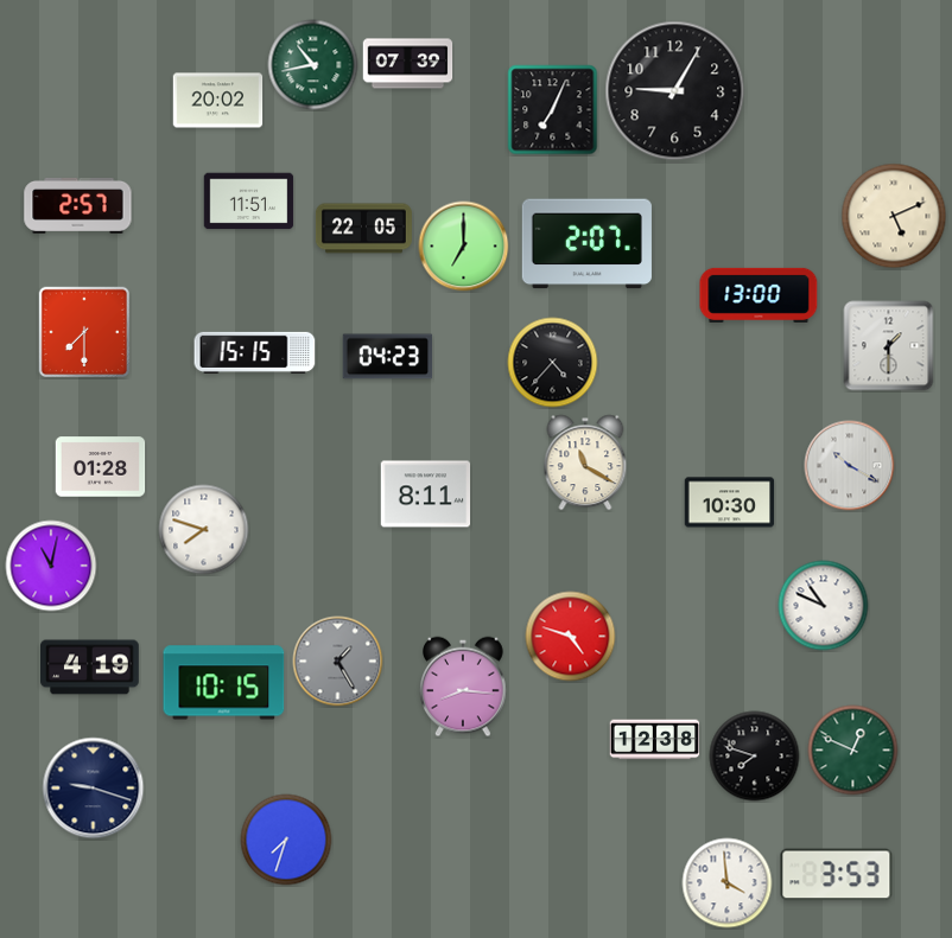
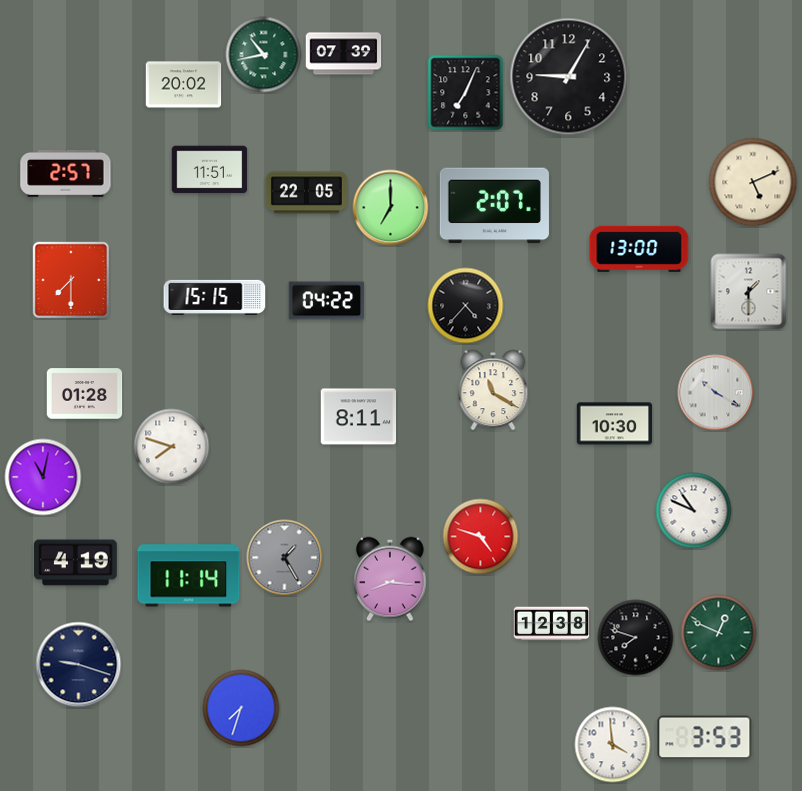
clock at (388, 357): 04:23 -> 04:22
clock at (224, 683): 10:15 -> 11:14
